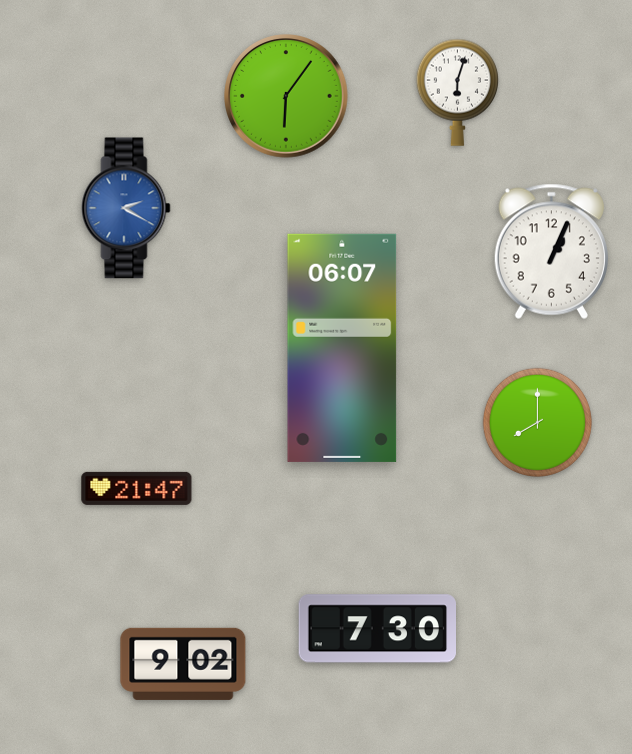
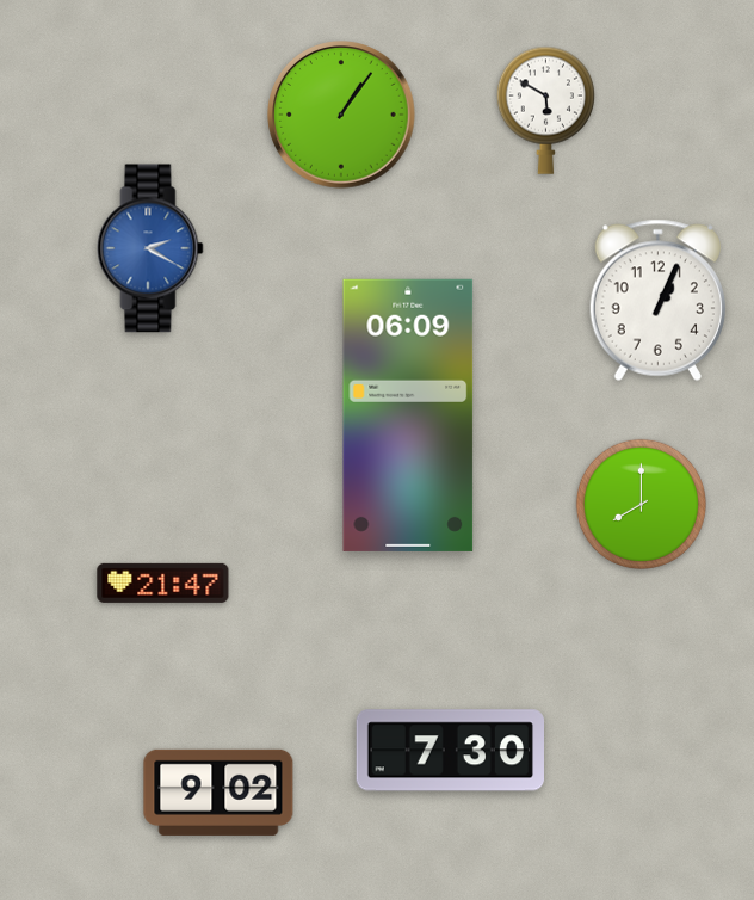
clock at (457, 92): 6:03 -> 5:50
clock at (287, 97): 6:06 -> 1:06
clock at (342, 348): 06:07 -> 06:09
